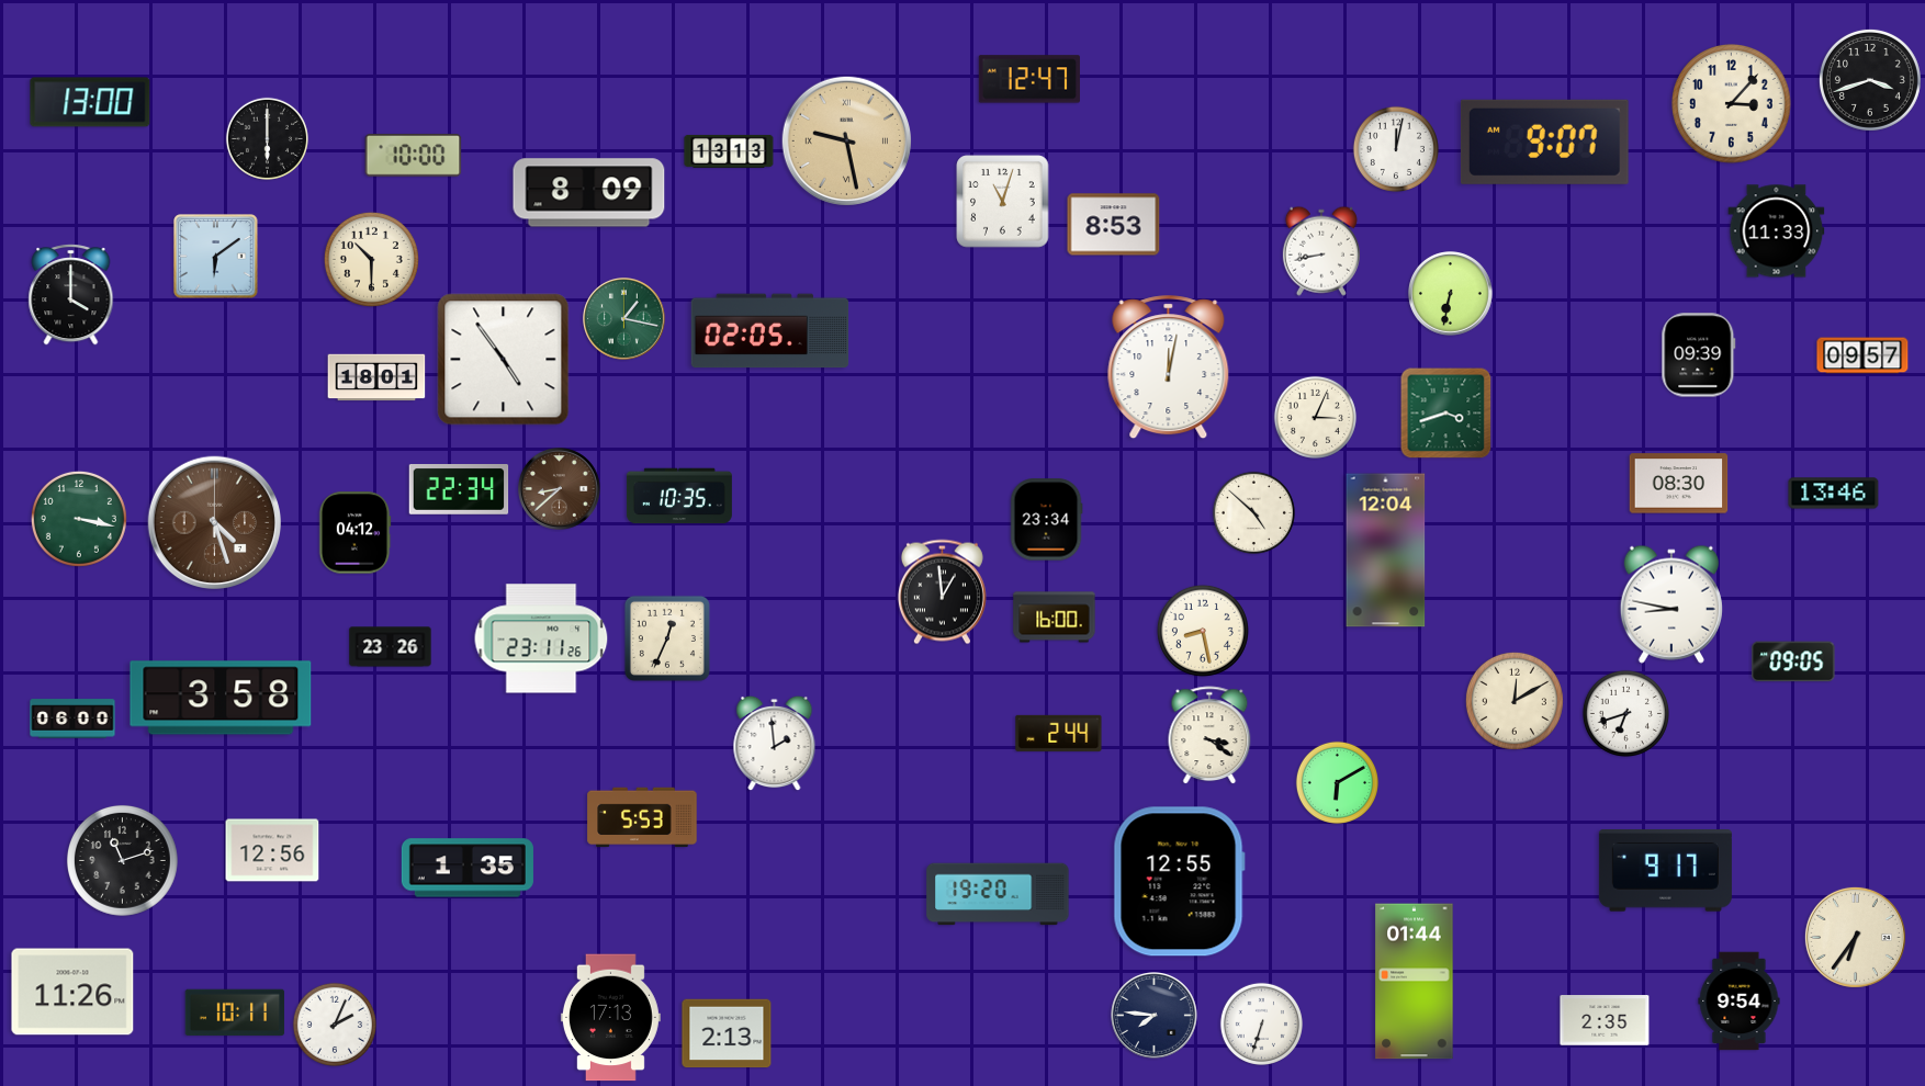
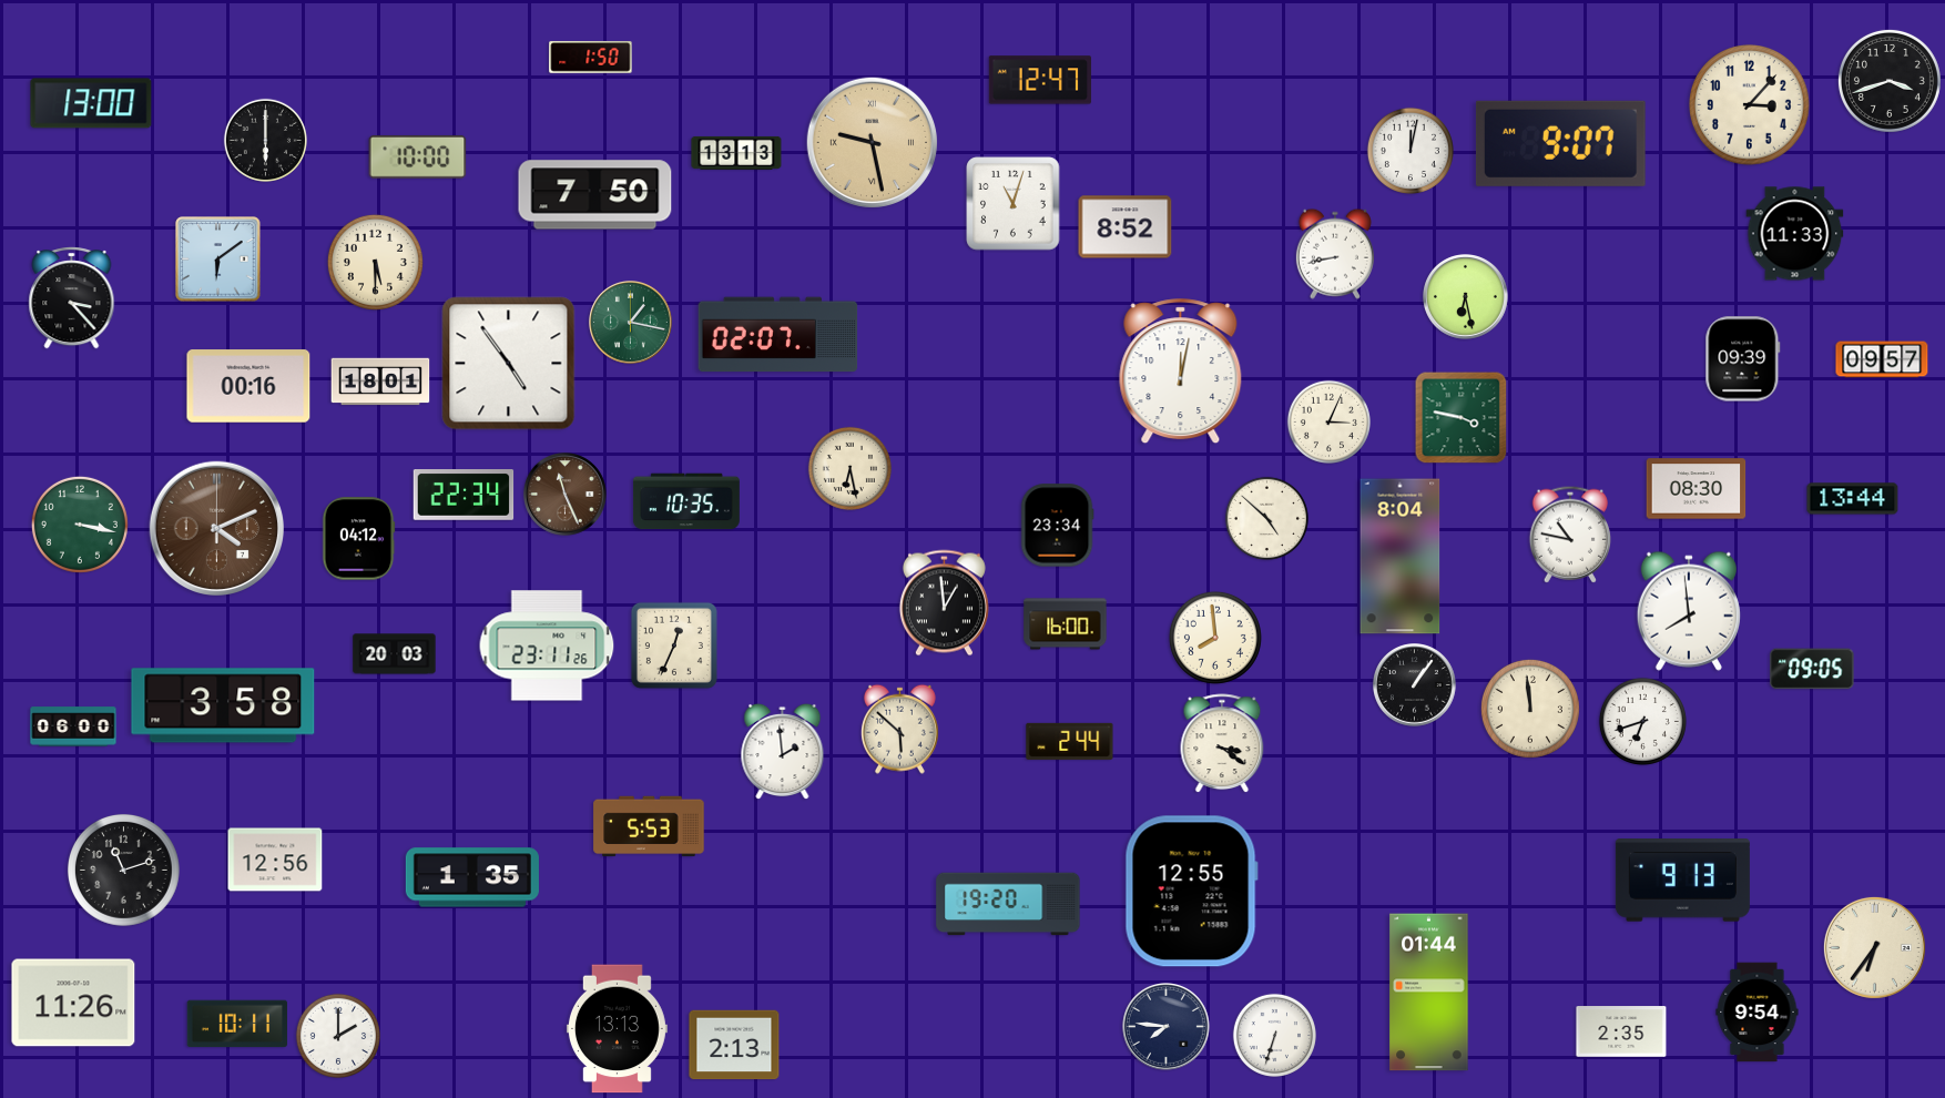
clock at (591, 58): none -> 1:50
clock at (267, 138) position: (267, 138) -> (265, 140)
clock at (846, 140) position: (846, 140) -> (872, 142)
clock at (589, 193): 8:09 -> 7:50
clock at (1114, 225): 8:53 -> 8:52
clock at (371, 259): 10:30 -> 5:30
clock at (1451, 294): 6:32 -> 6:28
clock at (71, 295): 4:00 -> 3:23
clock at (770, 331): 02:05 -> 02:07
clock at (1699, 355) position: (1699, 355) -> (1743, 359)
clock at (248, 386): none -> 00:16
clock at (1446, 414): 3:42 -> 3:47
clock at (849, 468): none -> 6:28
clock at (560, 489): 8:38 -> 11:26
clock at (1834, 494): 13:46 -> 13:44
clock at (214, 522): 4:27 -> 4:11
clock at (1569, 535): none -> 10:47
clock at (1386, 551): 12:04 -> 8:04
clock at (942, 592) position: (942, 592) -> (944, 603)
clock at (1671, 604): 8:47 -> 7:59
clock at (1203, 631): 8:28 -> 7:59
clock at (391, 647): 23:26 -> 20:03
clock at (1415, 685): none -> 1:06
clock at (1515, 701): 12:10 -> 11:59
clock at (899, 729): none -> 5:52
clock at (1337, 782): 6:10 -> none
clock at (1665, 871): 9:17 -> 9:13
clock at (610, 1018): 17:13 -> 13:13
clock at (335, 1025): 2:04 -> 2:00
